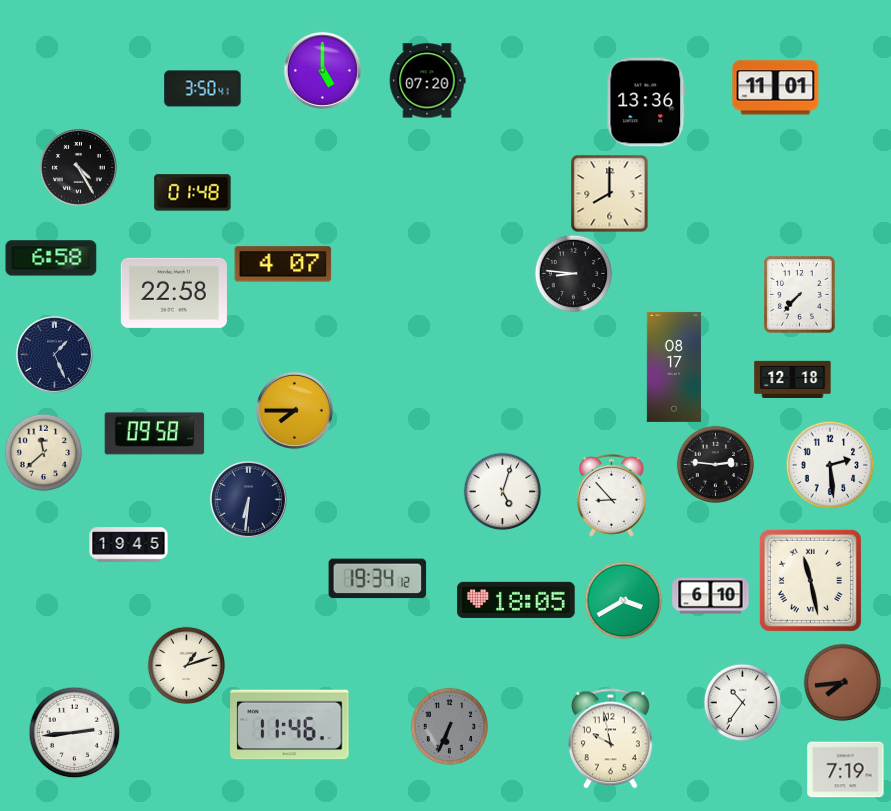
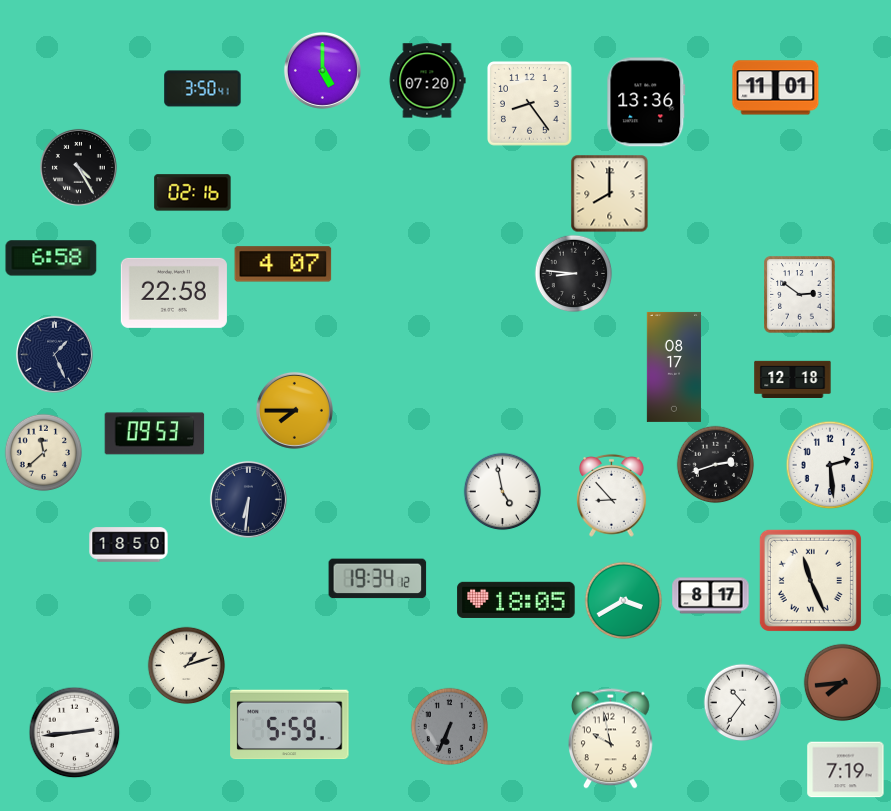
clock at (530, 104): none -> 8:24
clock at (193, 193): 01:48 -> 02:16
clock at (800, 295): 7:37 -> 2:51
clock at (155, 434): 09:58 -> 09:53
clock at (715, 464): 2:46 -> 2:42
clock at (502, 491): 5:03 -> 4:58
clock at (129, 545): 19:45 -> 18:50
clock at (810, 580): 11:28 -> 11:26
clock at (711, 596): 6:10 -> 8:17
clock at (290, 725): 11:46 -> 5:59
